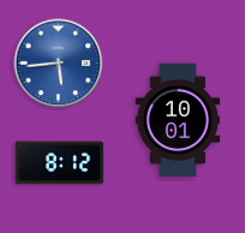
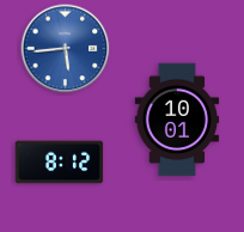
clock at (59, 64) position: (59, 64) -> (66, 49)
